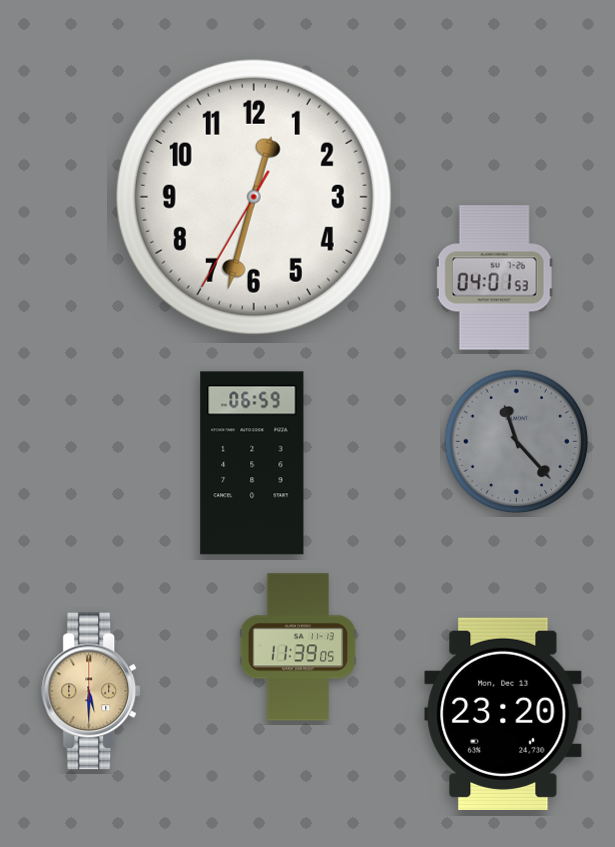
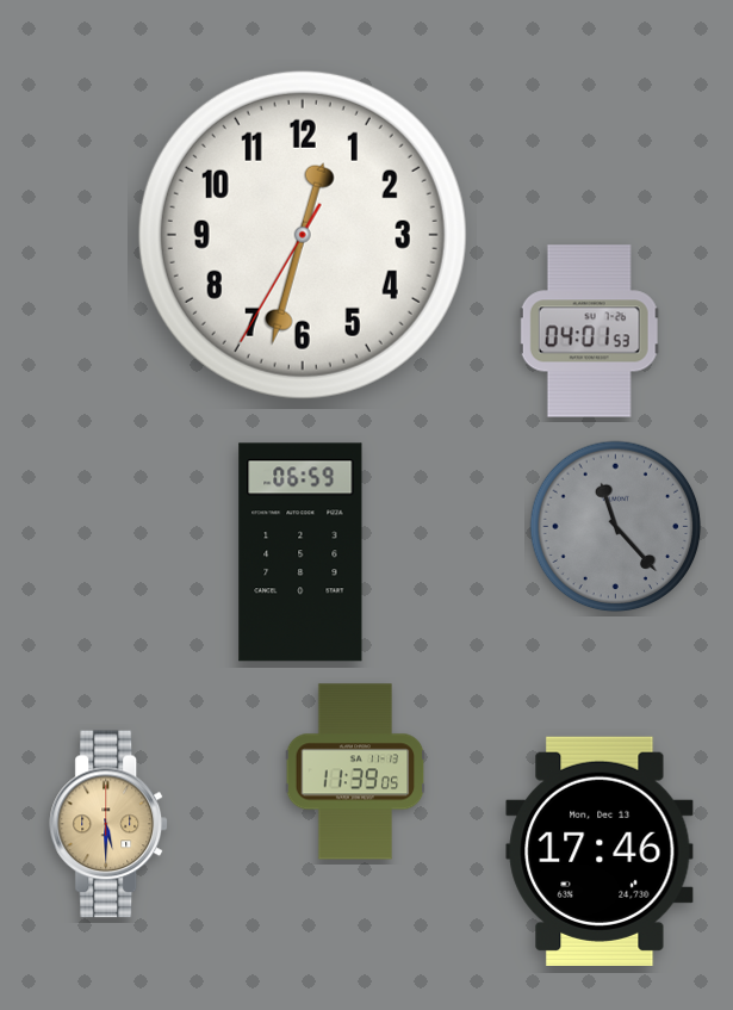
clock at (503, 714): 23:20 -> 17:46
